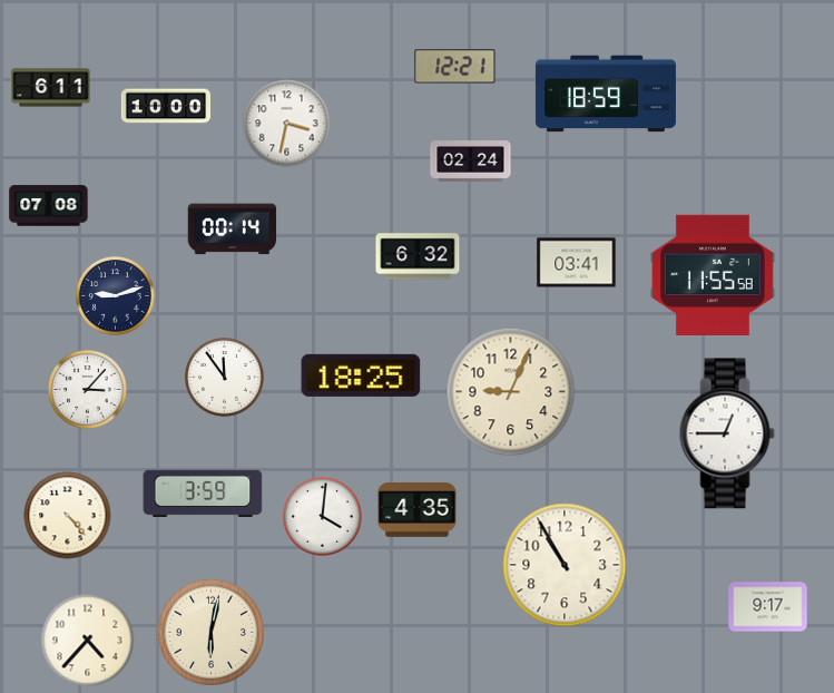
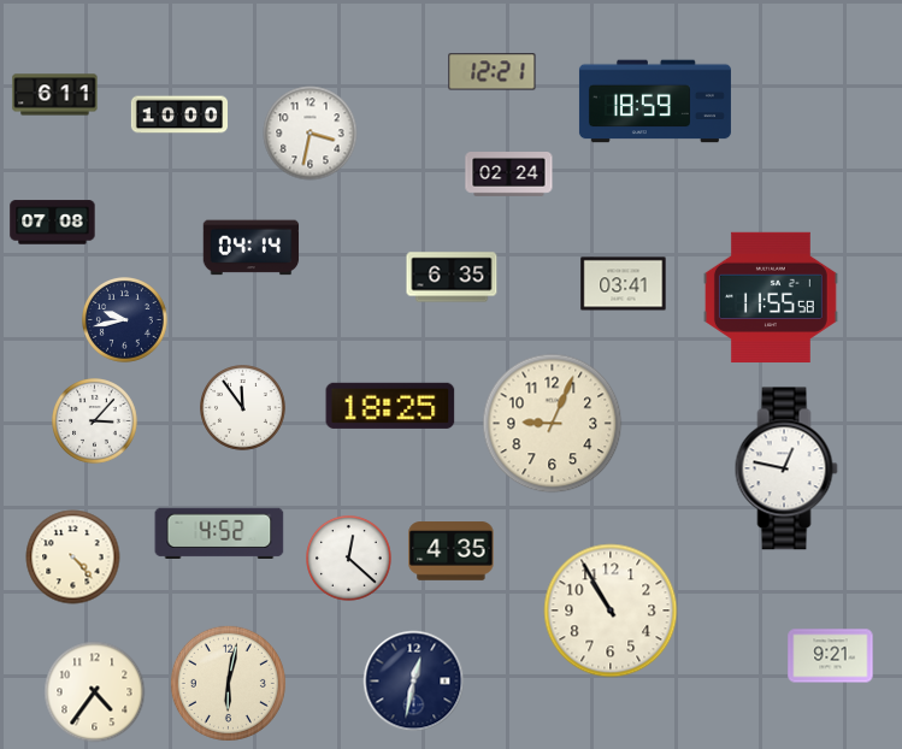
clock at (233, 230): 00:14 -> 04:14
clock at (418, 256): 6:32 -> 6:35
clock at (116, 296): 9:12 -> 9:43
clock at (727, 433): 12:45 -> 12:47
clock at (203, 492): 3:59 -> 4:52
clock at (323, 517): 4:01 -> 12:22
clock at (768, 607): 9:17 -> 9:21
clock at (414, 682): none -> 12:32
clock at (88, 641): 4:37 -> 4:36
